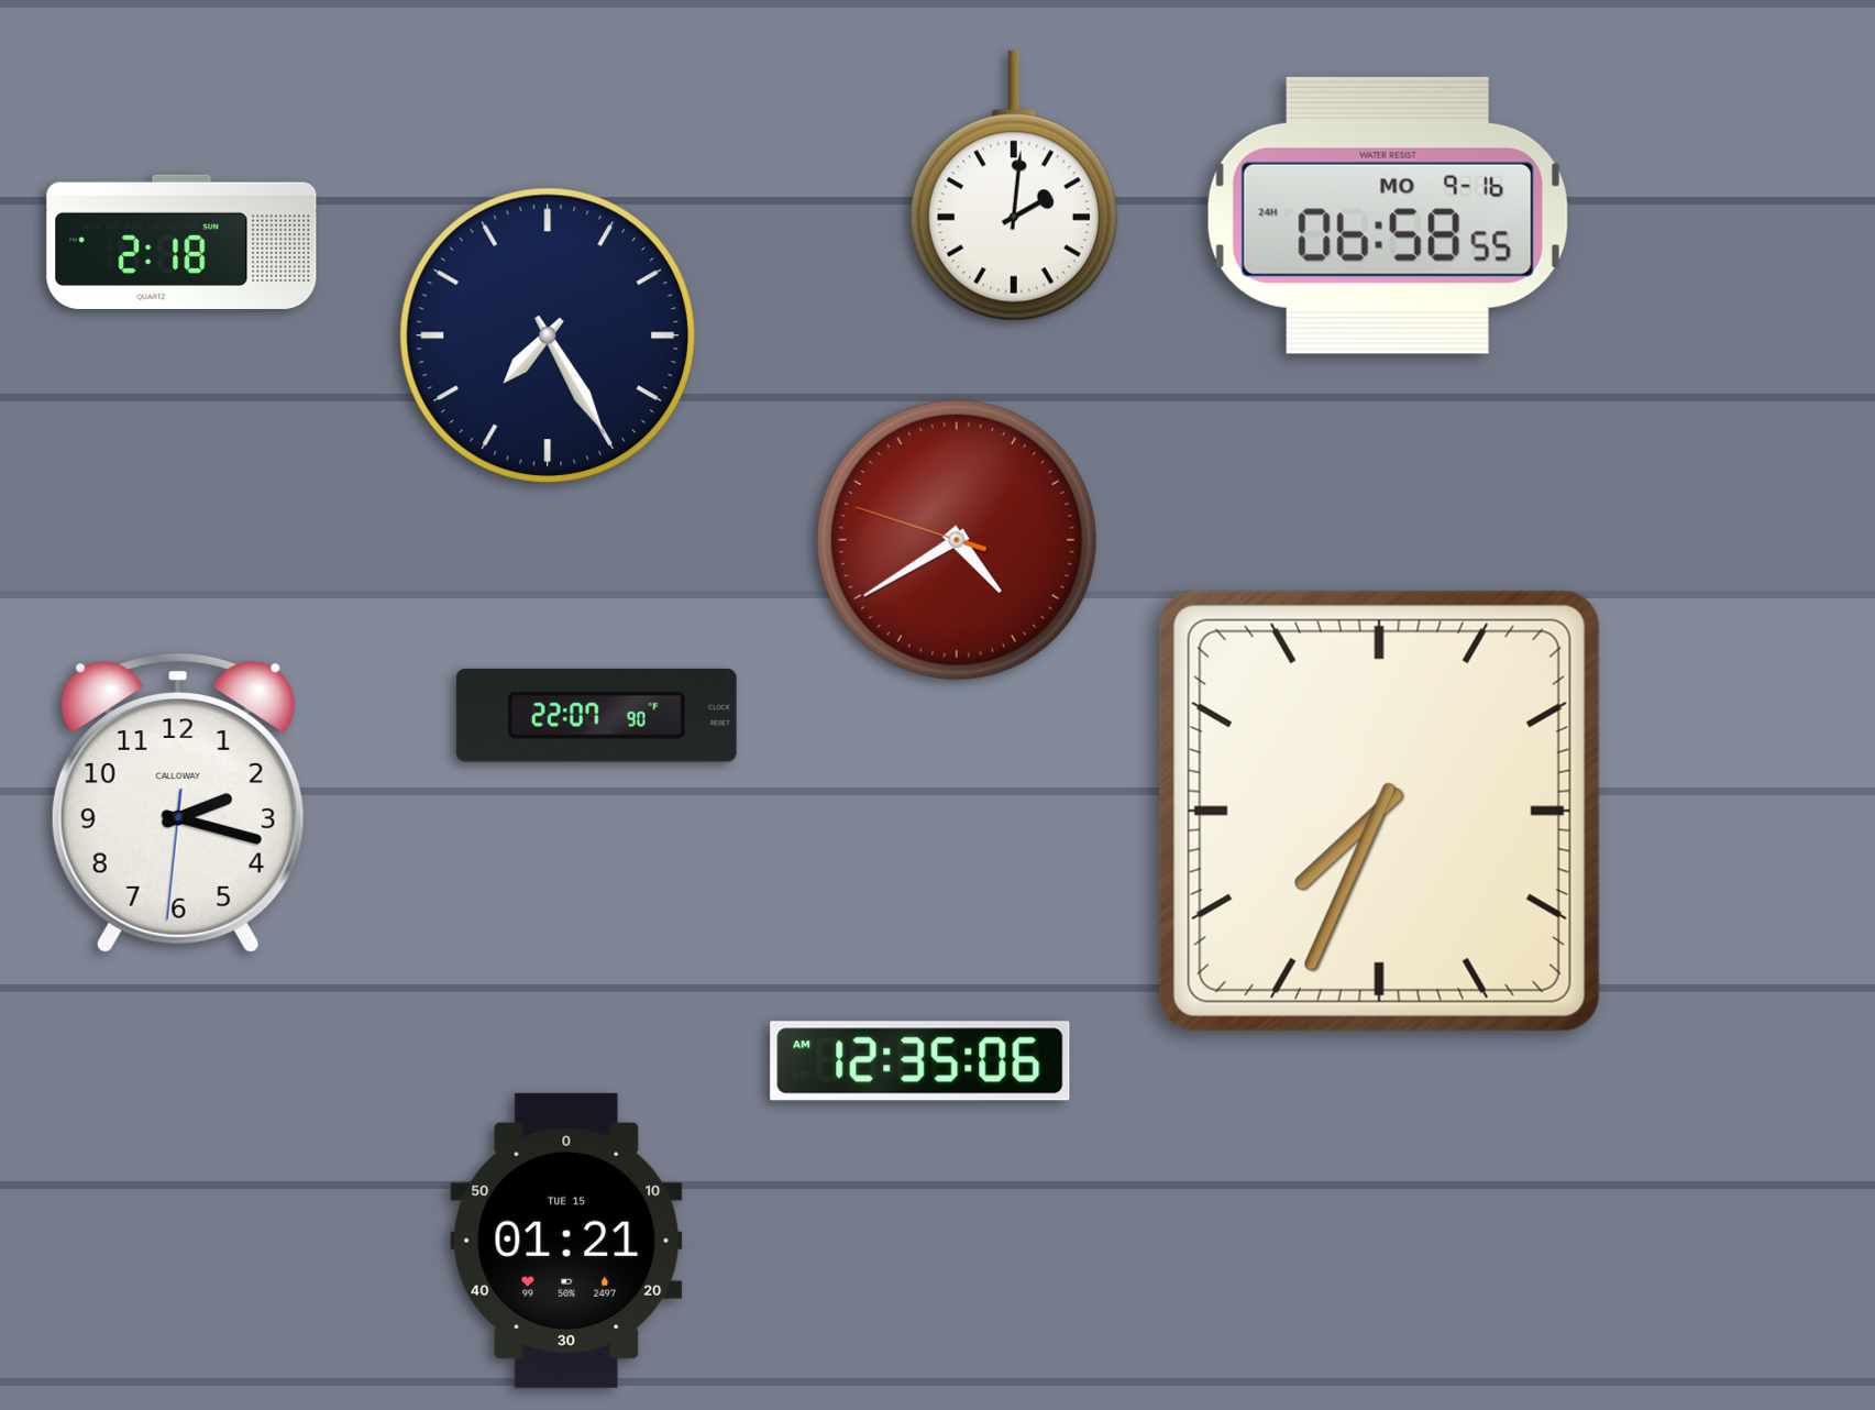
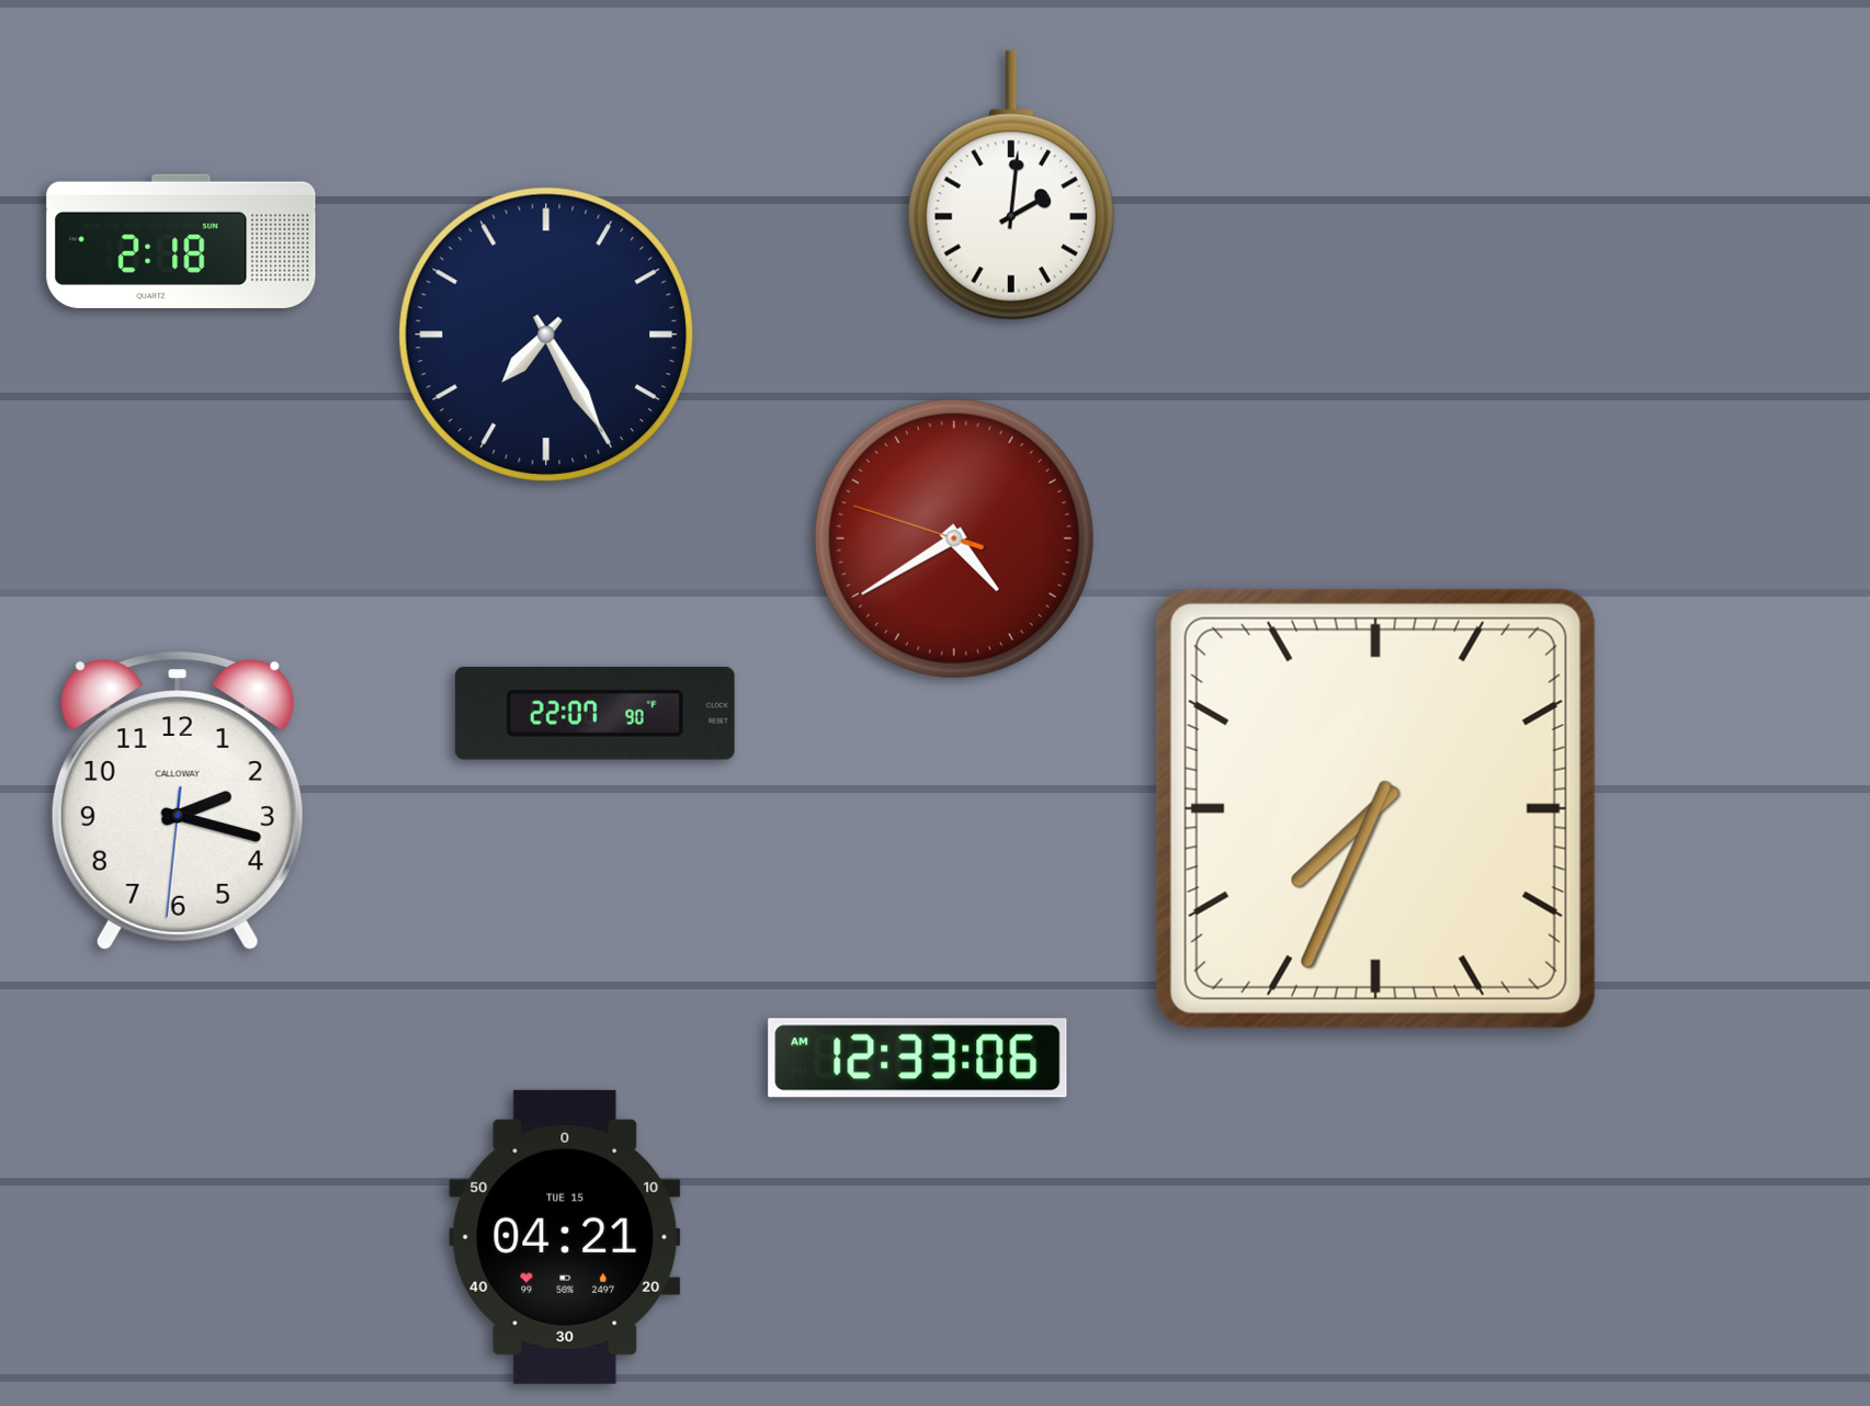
clock at (1388, 216): 06:58 -> none
clock at (920, 1061): 12:35 -> 12:33
clock at (566, 1241): 01:21 -> 04:21
